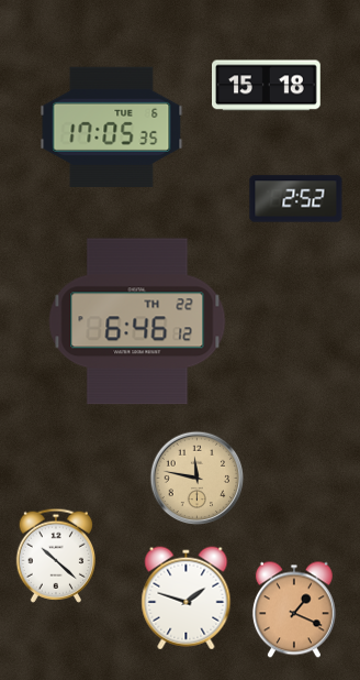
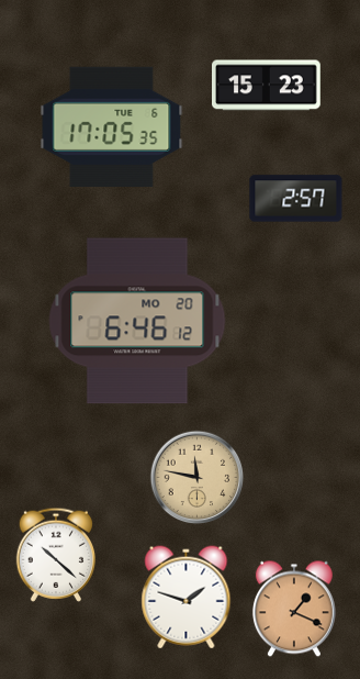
clock at (267, 86): 15:18 -> 15:23
clock at (296, 199): 2:52 -> 2:57
clock at (137, 321) date: TH 22 -> MO 20
